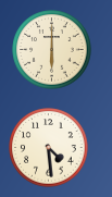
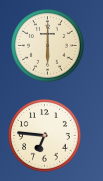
clock at (49, 148): 4:29 -> 6:46
